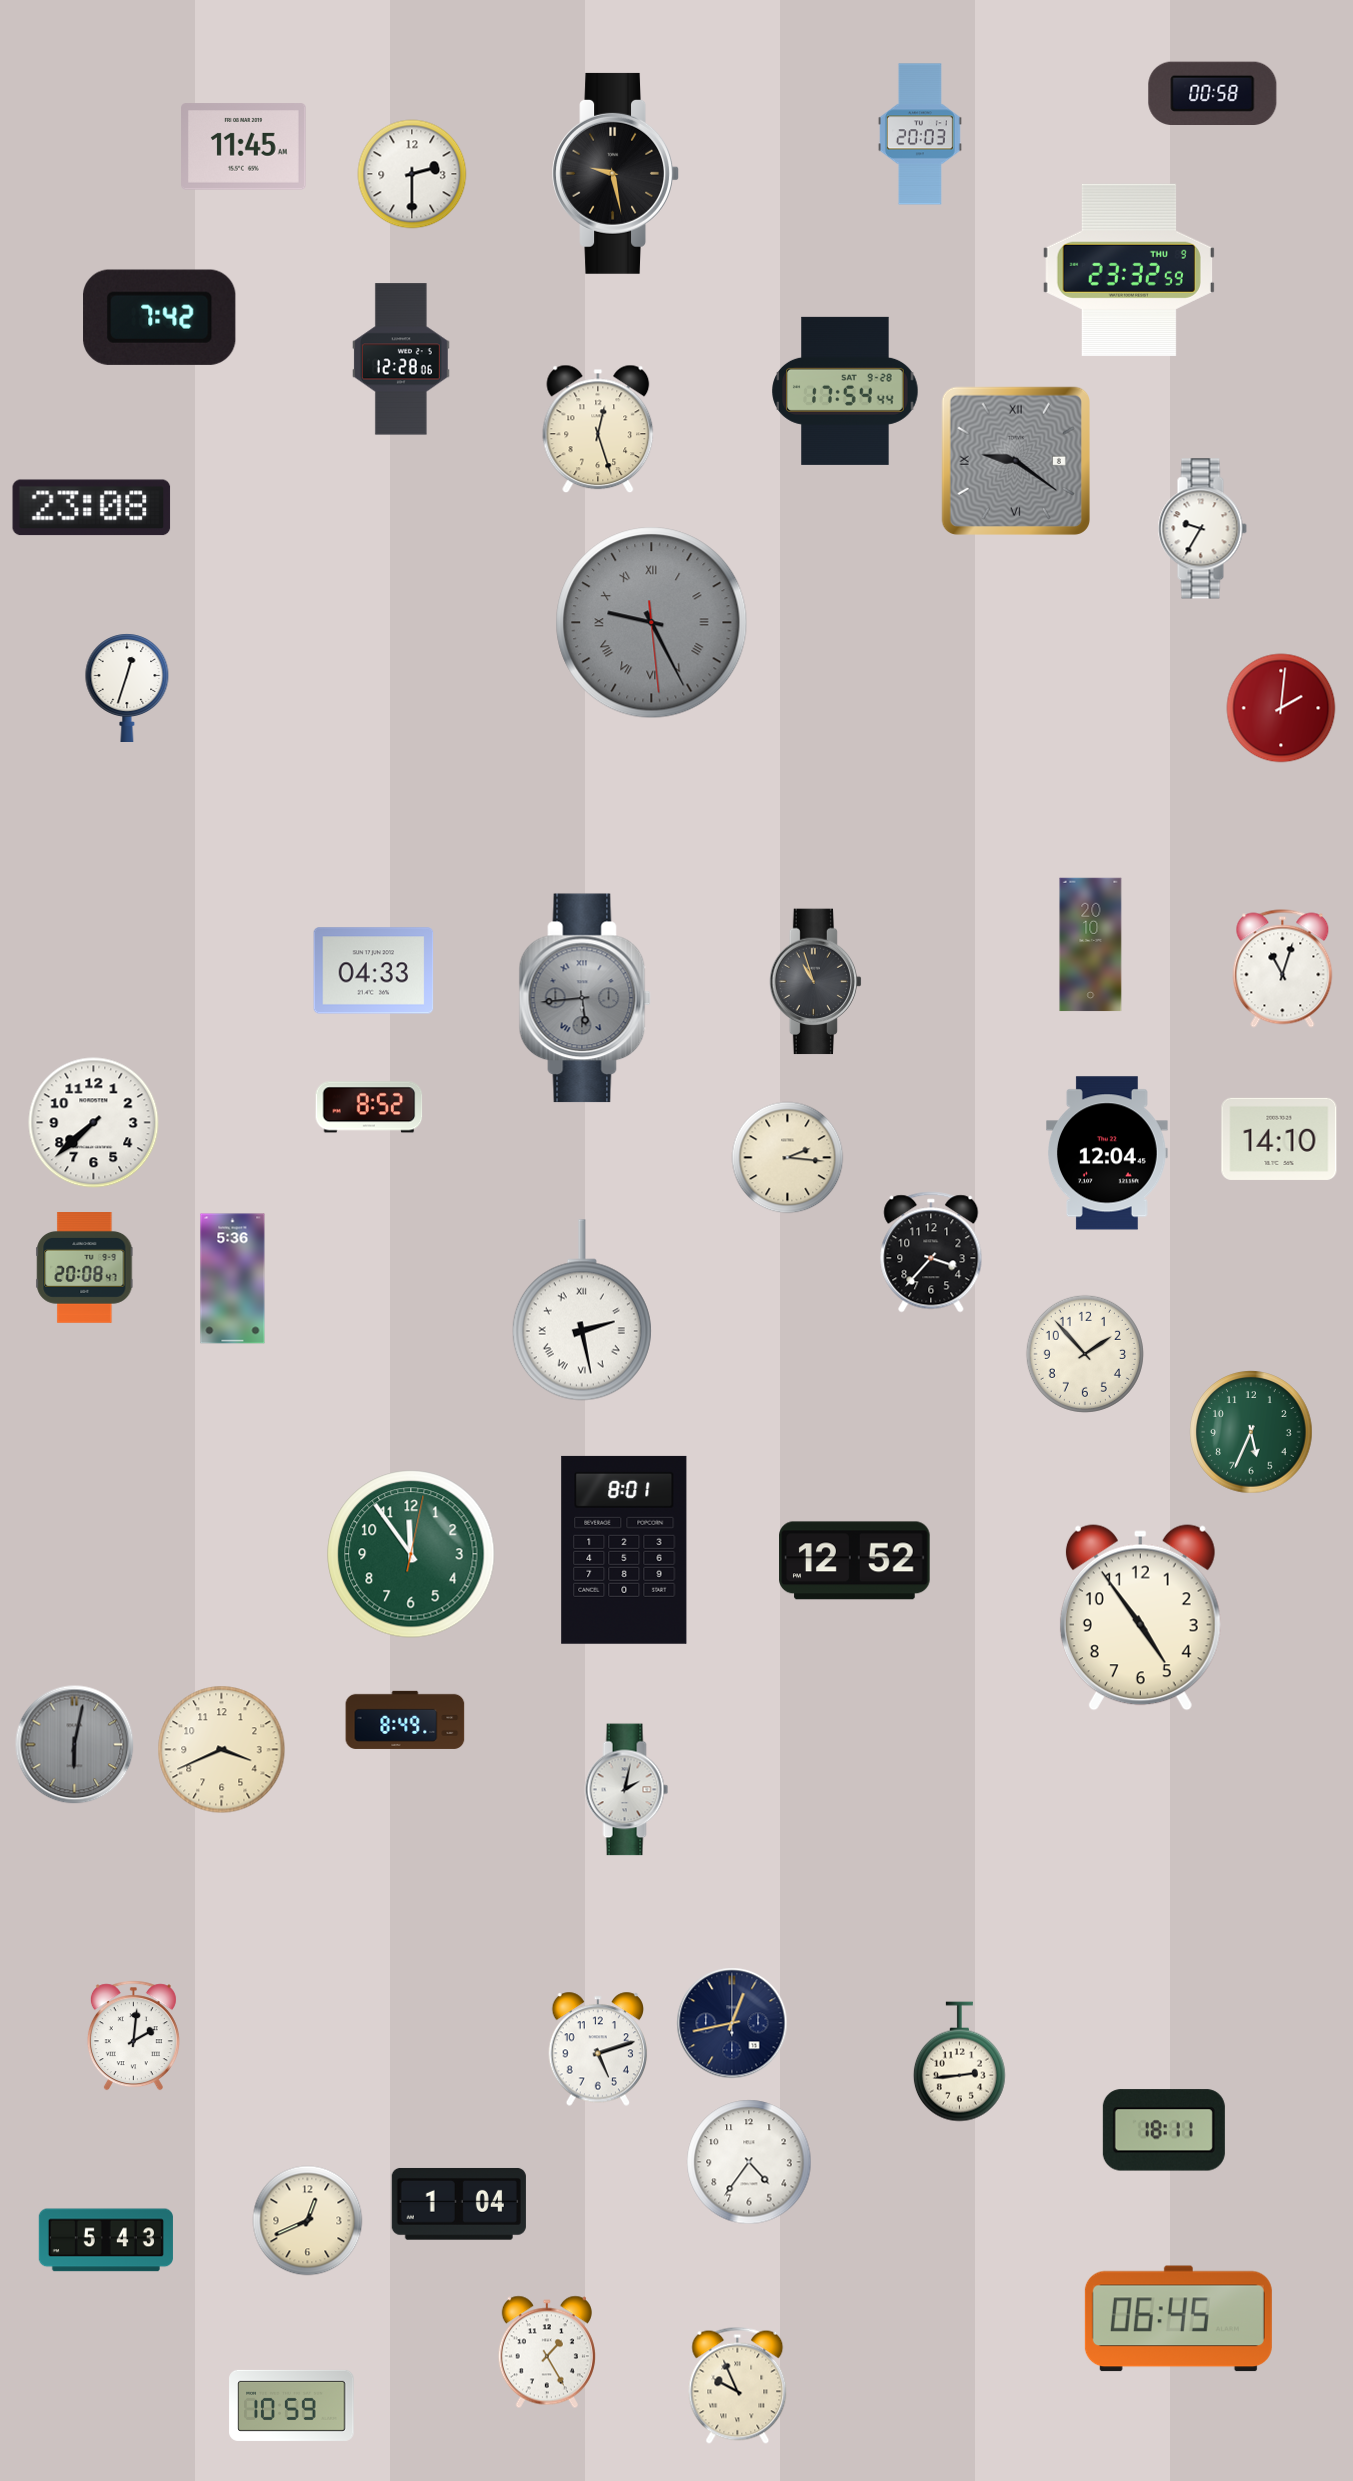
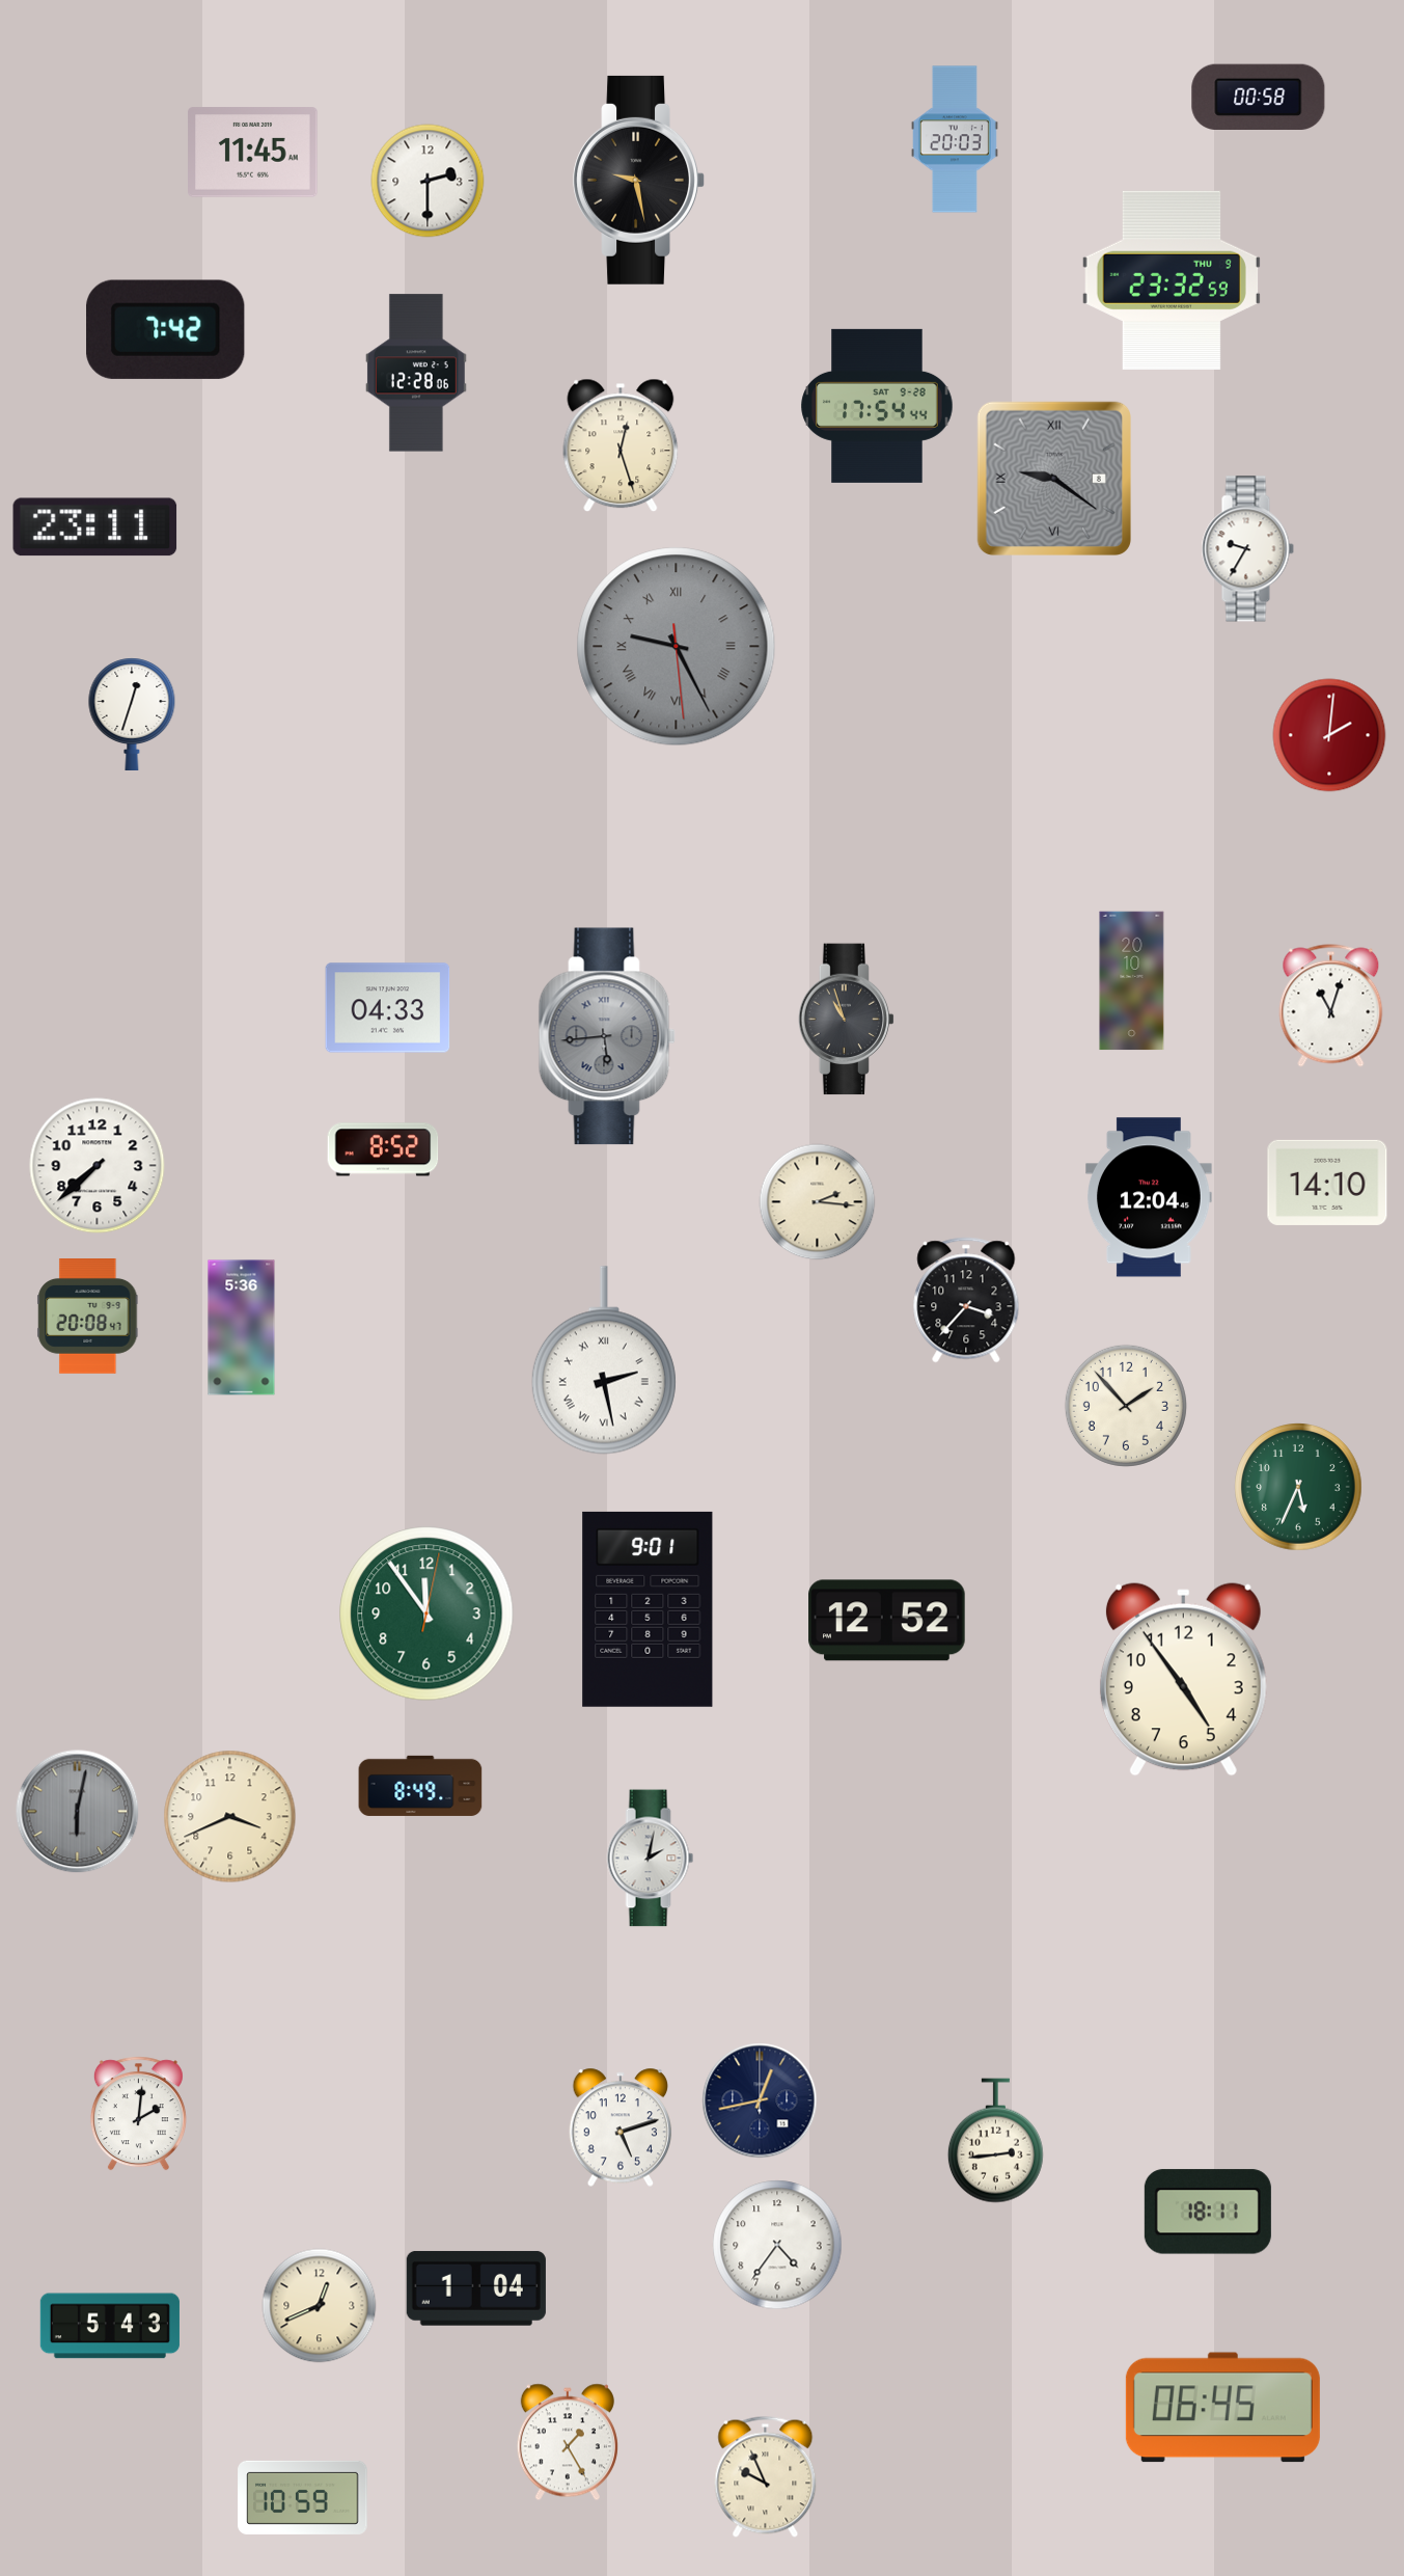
clock at (92, 508): 23:08 -> 23:11
clock at (624, 1550): 8:01 -> 9:01
